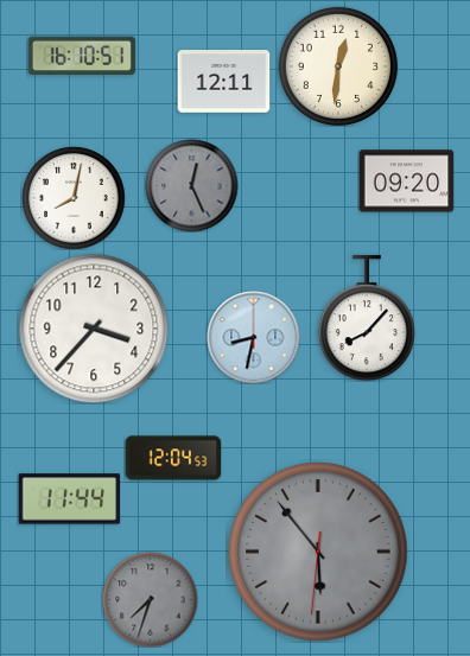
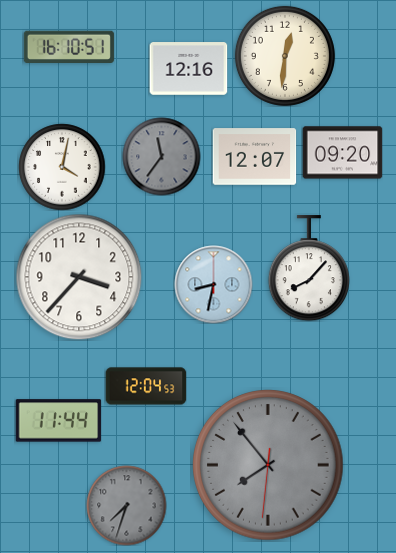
clock at (223, 82): 12:11 -> 12:16
clock at (191, 185): 12:26 -> 11:36
clock at (254, 157): none -> 12:07
clock at (74, 198): 8:02 -> 4:02
clock at (318, 552): 5:53 -> 7:53
